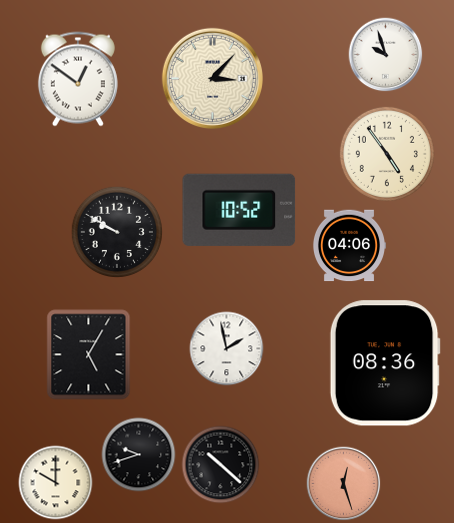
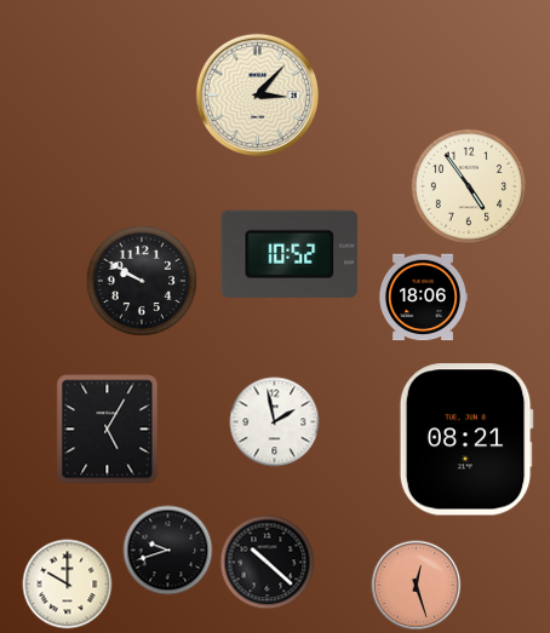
clock at (386, 55): 9:57 -> none
clock at (78, 79): 12:51 -> none
clock at (348, 246): 04:06 -> 18:06
clock at (385, 363): 08:36 -> 08:21
